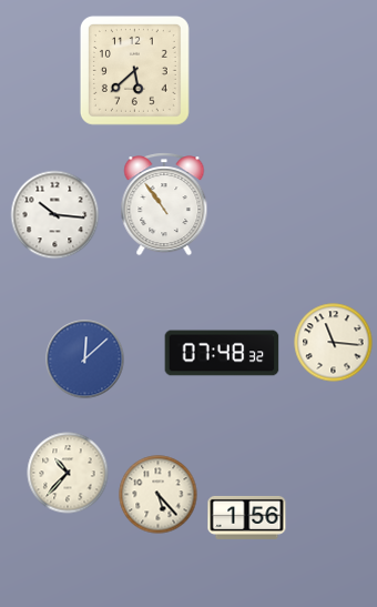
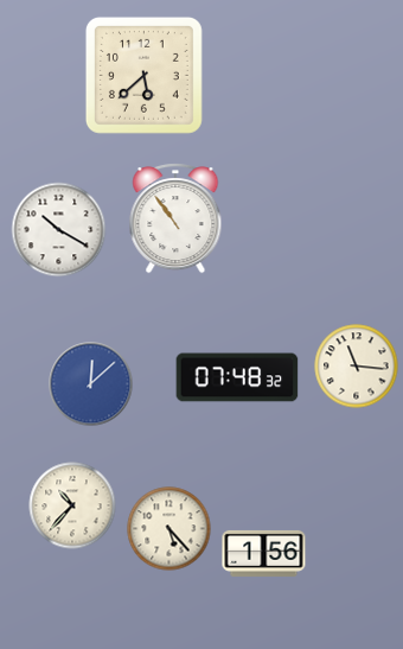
clock at (55, 215): 10:16 -> 10:20
